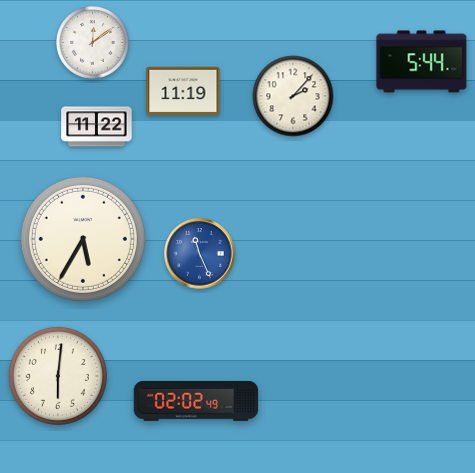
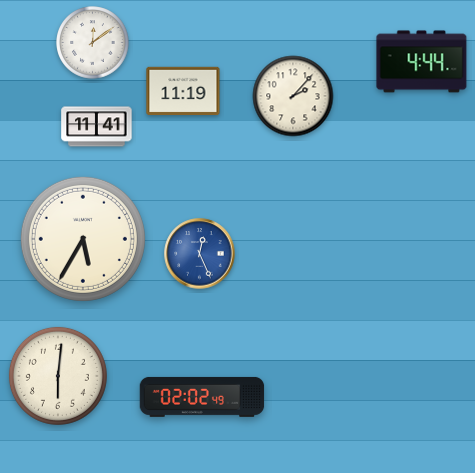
clock at (422, 62): 5:44 -> 4:44
clock at (97, 127): 11:22 -> 11:41
clock at (200, 254): 11:26 -> 12:26
clock at (196, 401) position: (196, 401) -> (202, 397)
